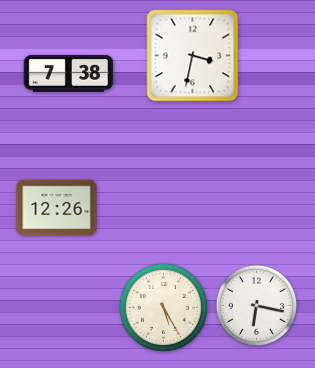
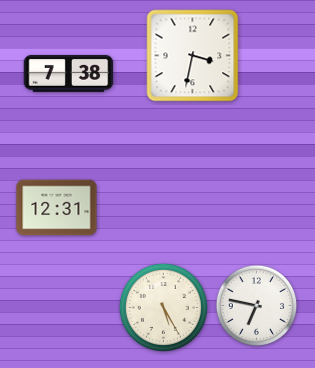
clock at (57, 208): 12:26 -> 12:31
clock at (257, 306): 6:17 -> 6:47
